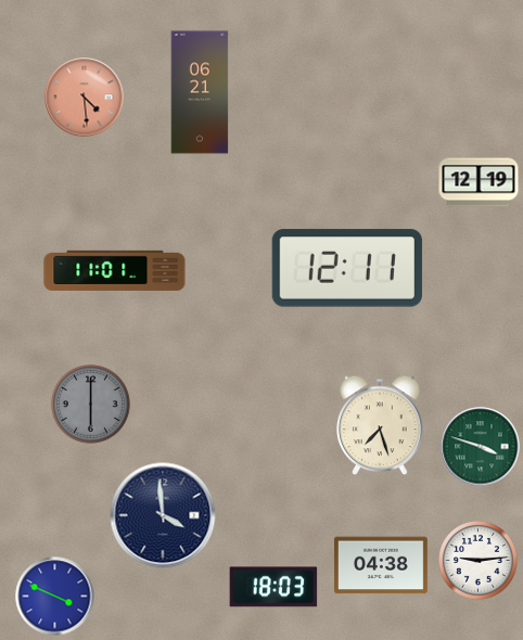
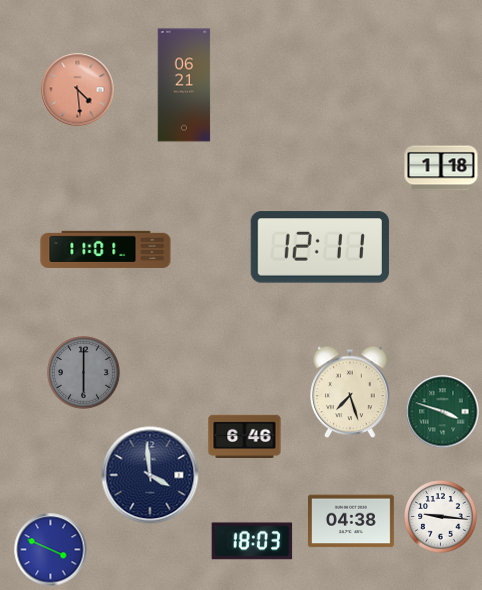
clock at (479, 182): 12:19 -> 1:18
clock at (245, 436): none -> 6:46
clock at (479, 561): 9:14 -> 9:16
